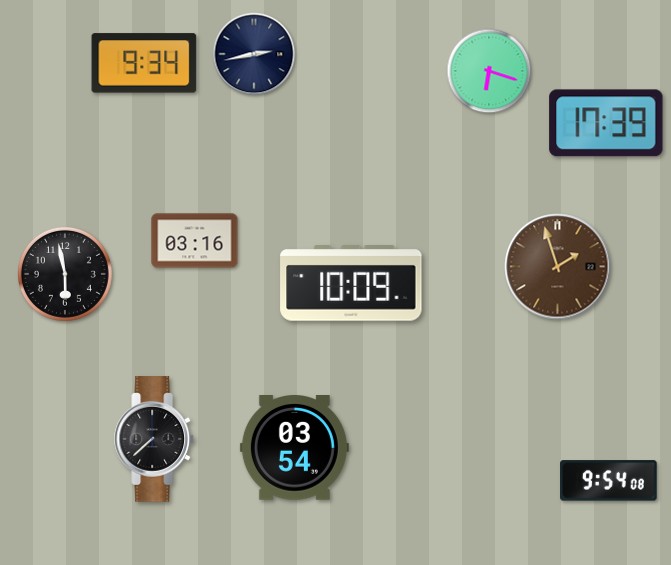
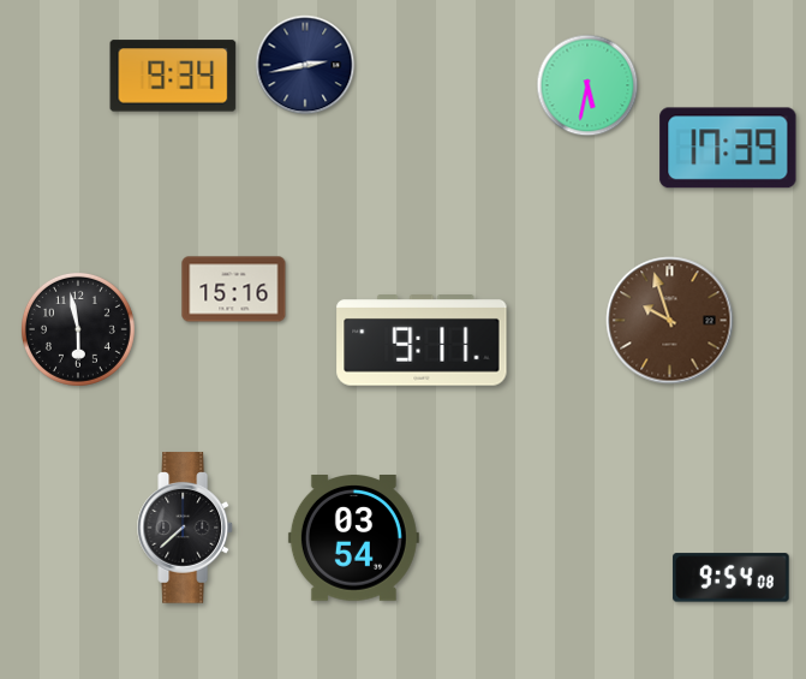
clock at (489, 71): 6:18 -> 5:32
clock at (195, 241): 03:16 -> 15:16
clock at (558, 267): 1:57 -> 9:57
clock at (351, 283): 10:09 -> 9:11
